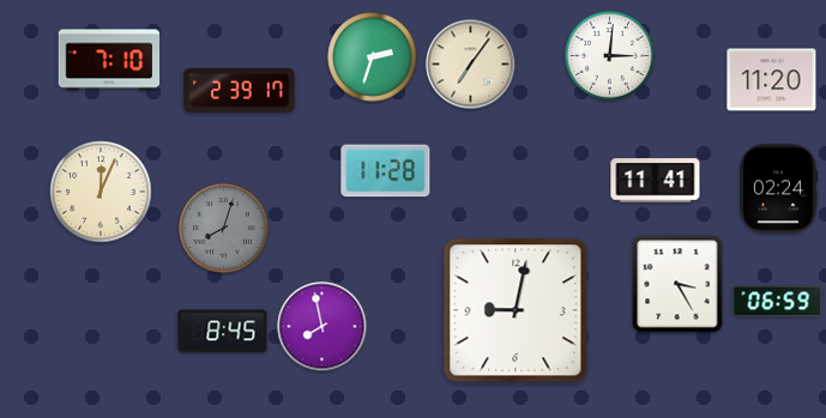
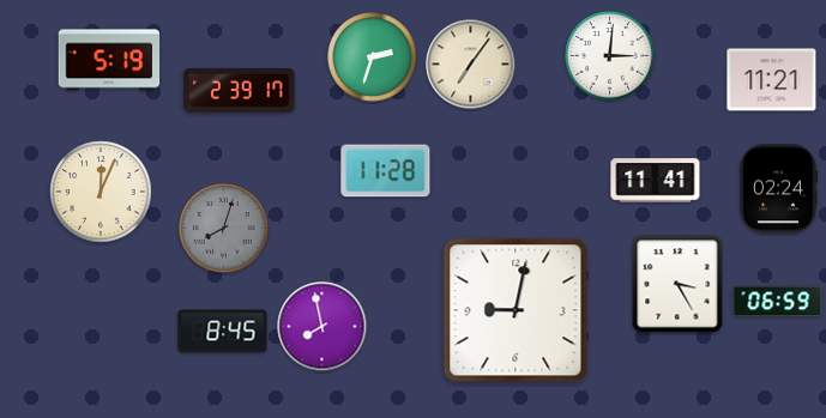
clock at (109, 60): 7:10 -> 5:19
clock at (772, 80): 11:20 -> 11:21
